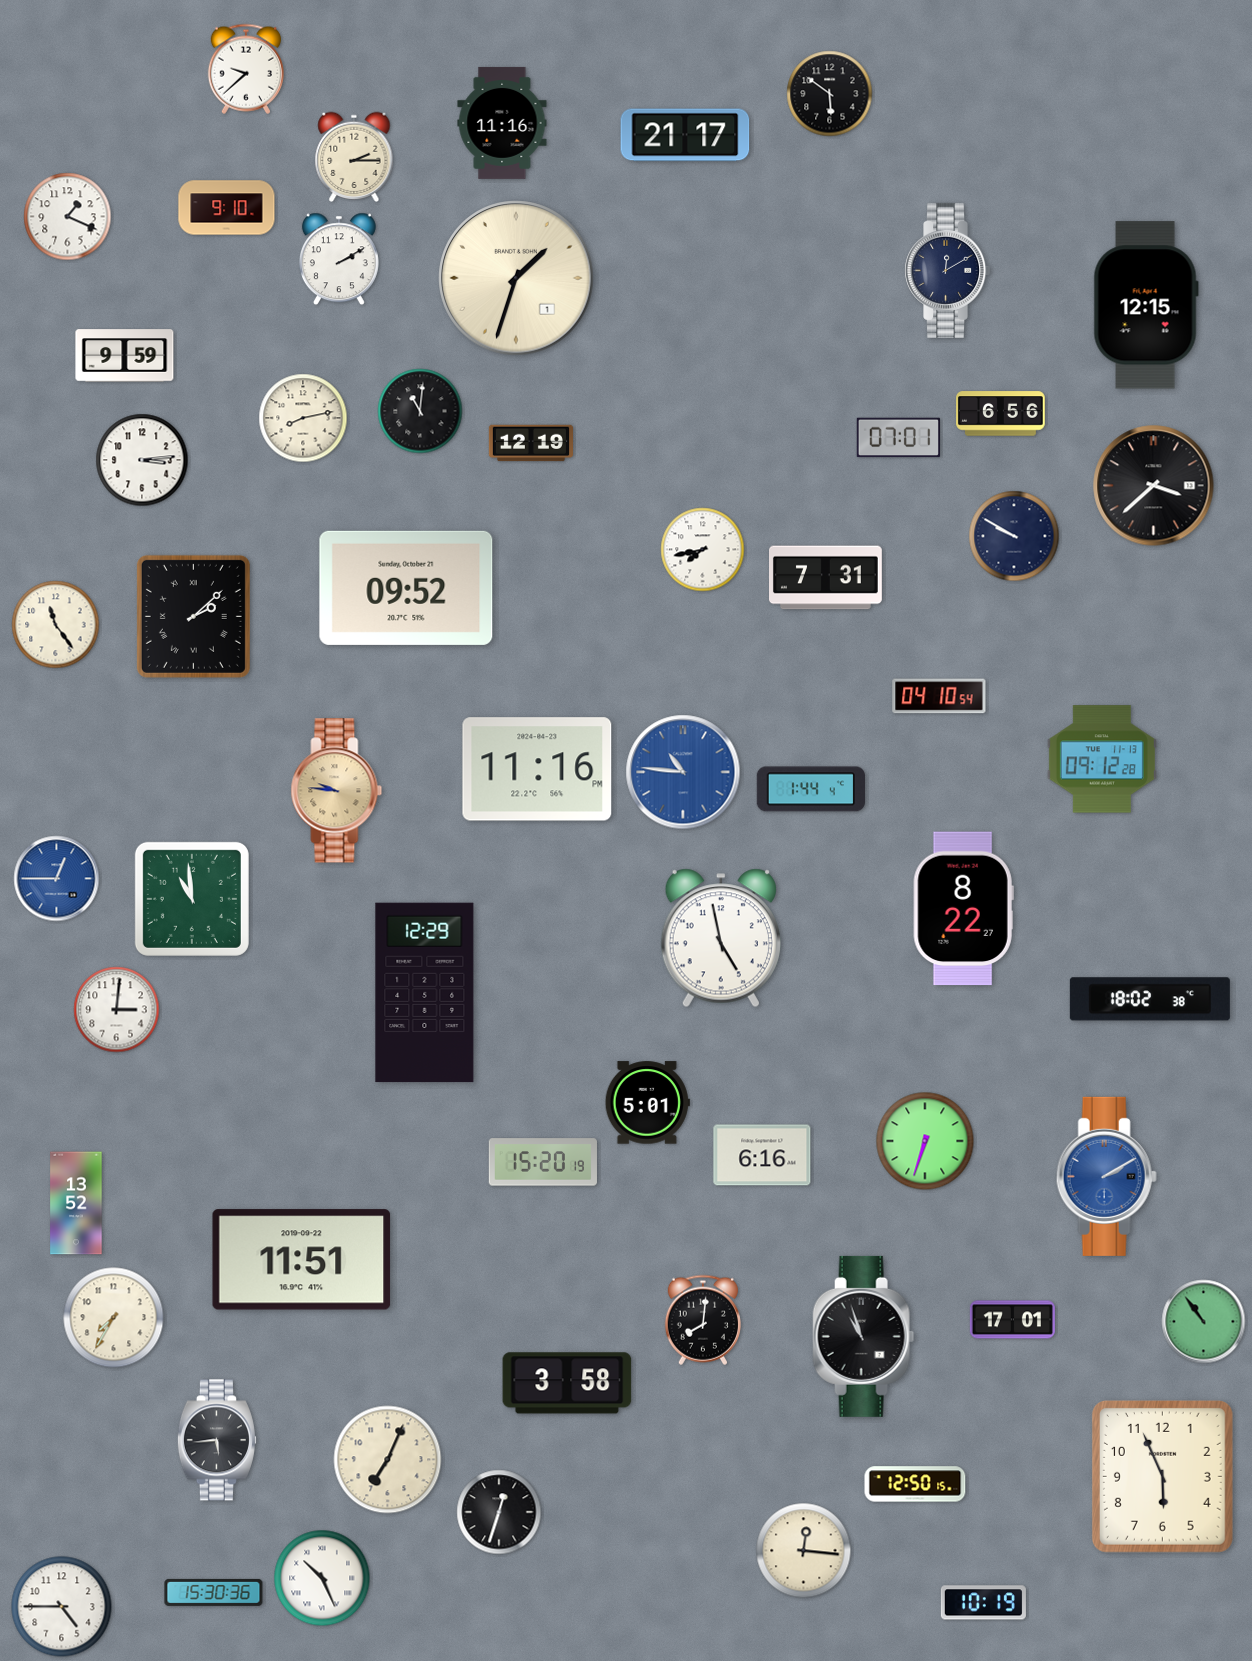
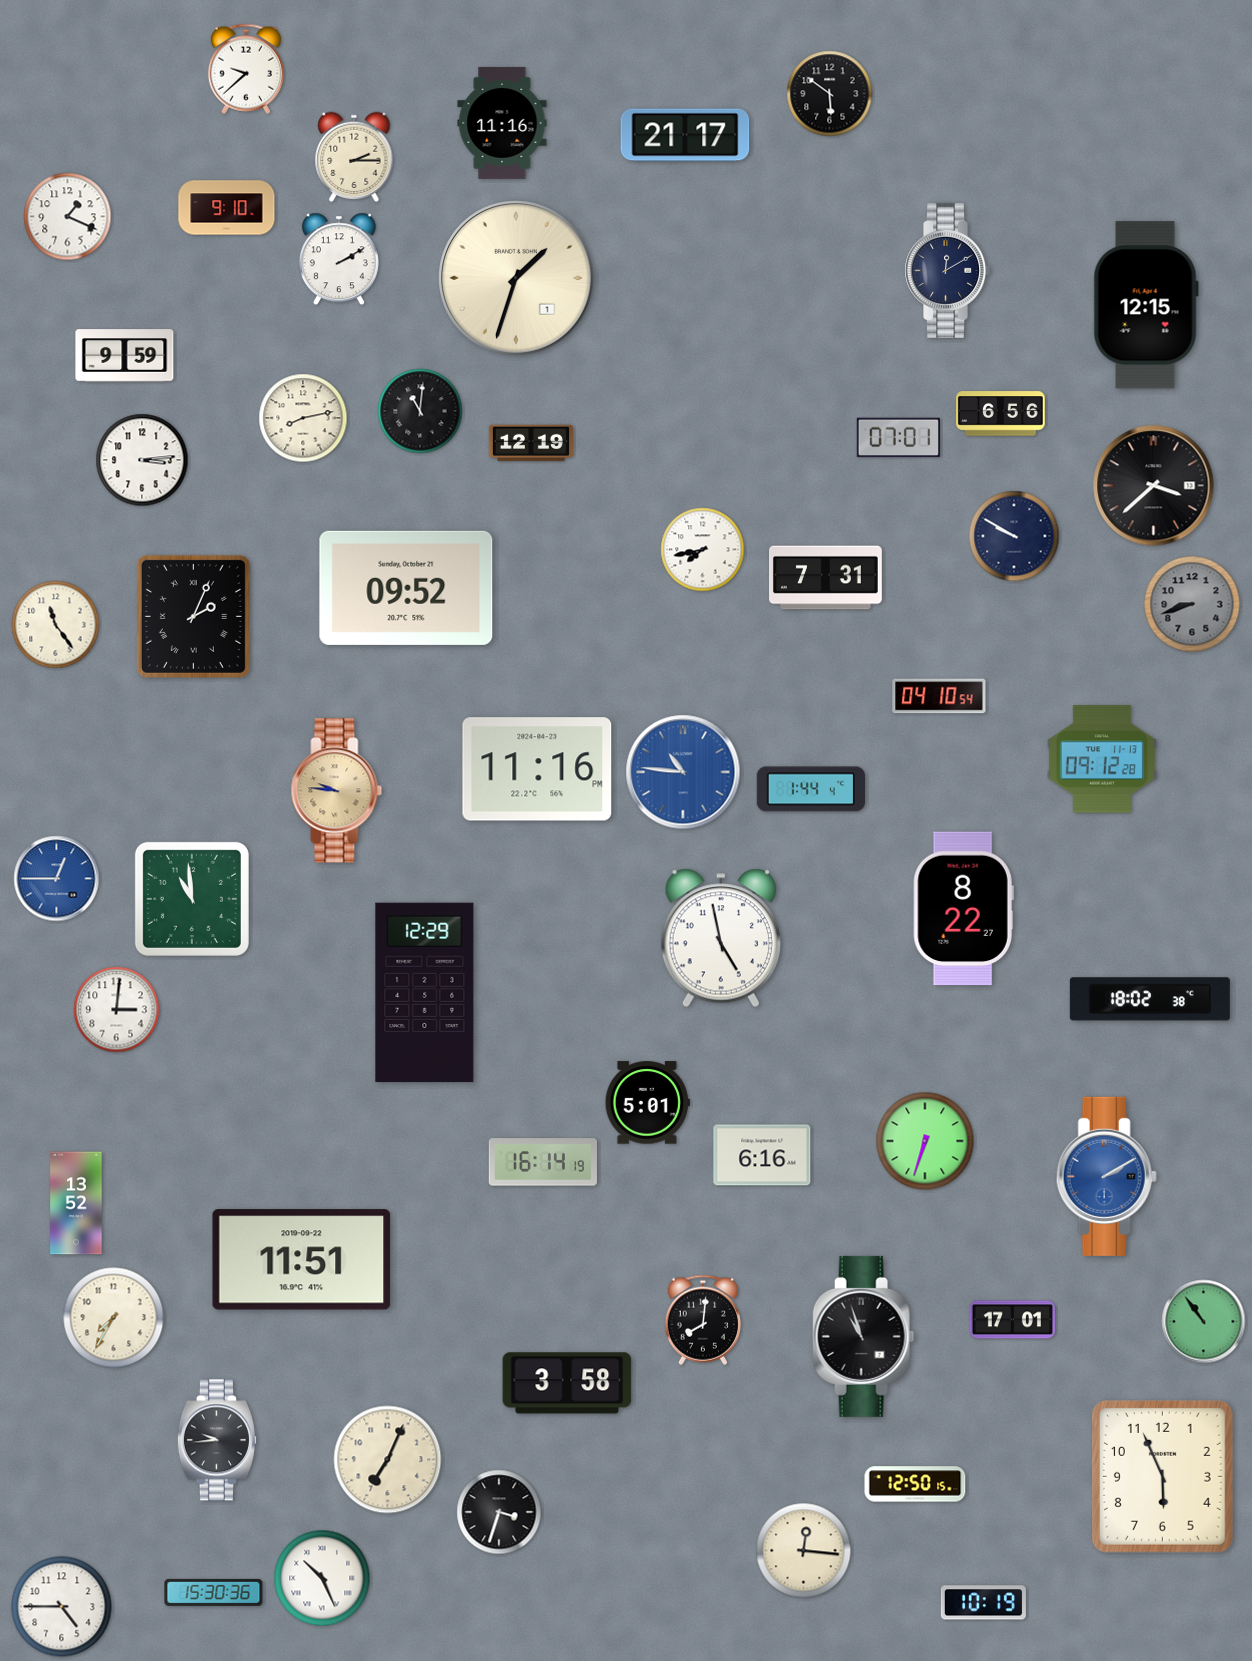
clock at (1192, 604): none -> 8:42
clock at (193, 616): 2:08 -> 2:04
clock at (543, 1162): 15:20 -> 16:14
clock at (217, 1440): 5:44 -> 9:44
clock at (499, 1512): 12:33 -> 3:33
